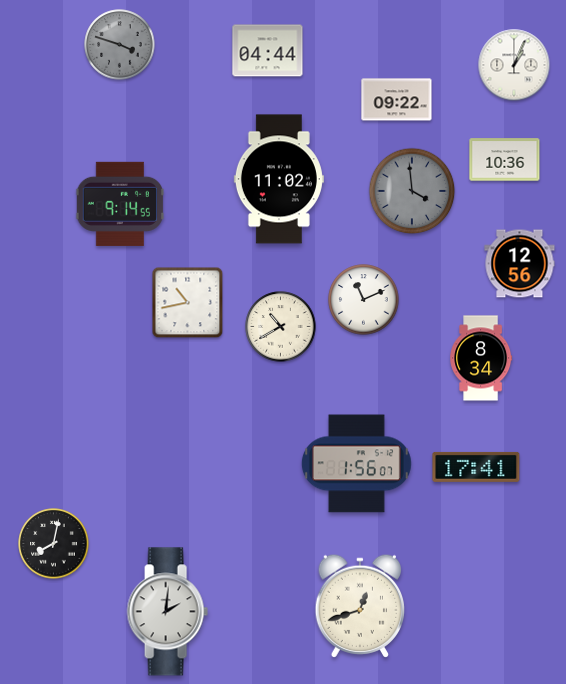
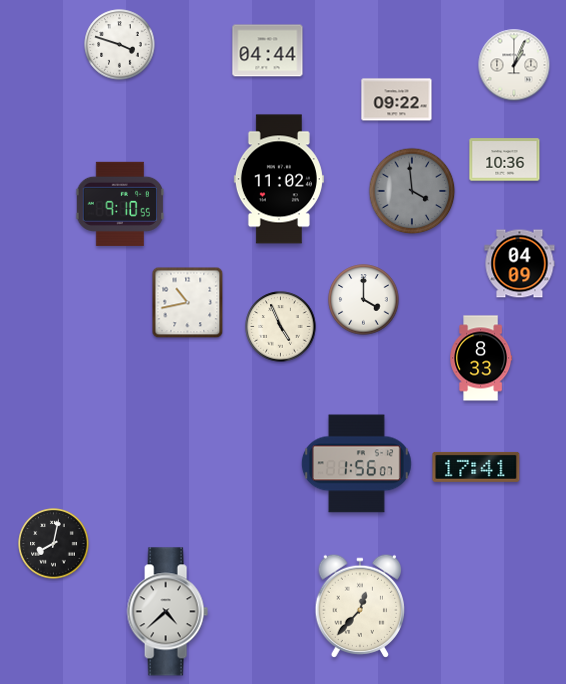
clock at (120, 45) dial: grey -> white
clock at (119, 204): 9:14 -> 9:10
clock at (520, 264): 12:56 -> 04:09
clock at (364, 300): 11:11 -> 4:00
clock at (281, 327): 10:40 -> 4:56
clock at (481, 358): 8:34 -> 8:33
clock at (360, 605): 12:42 -> 12:37
clock at (167, 612): 2:01 -> 4:38
